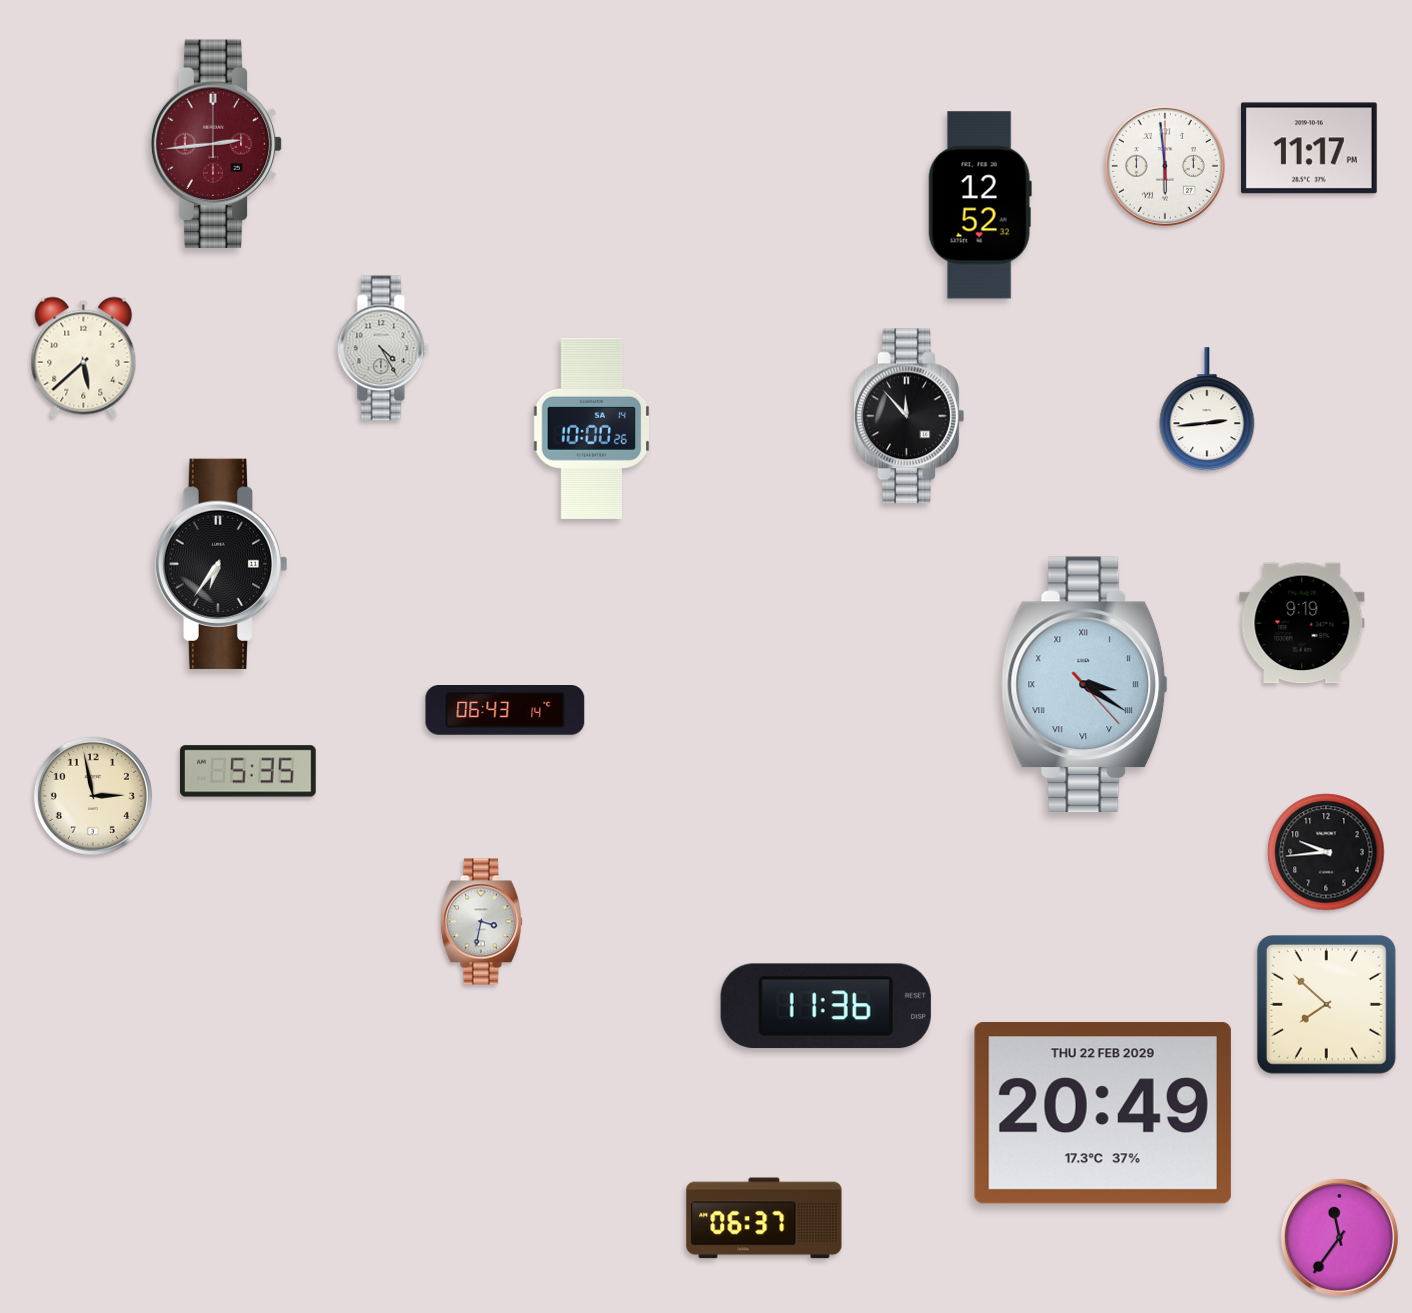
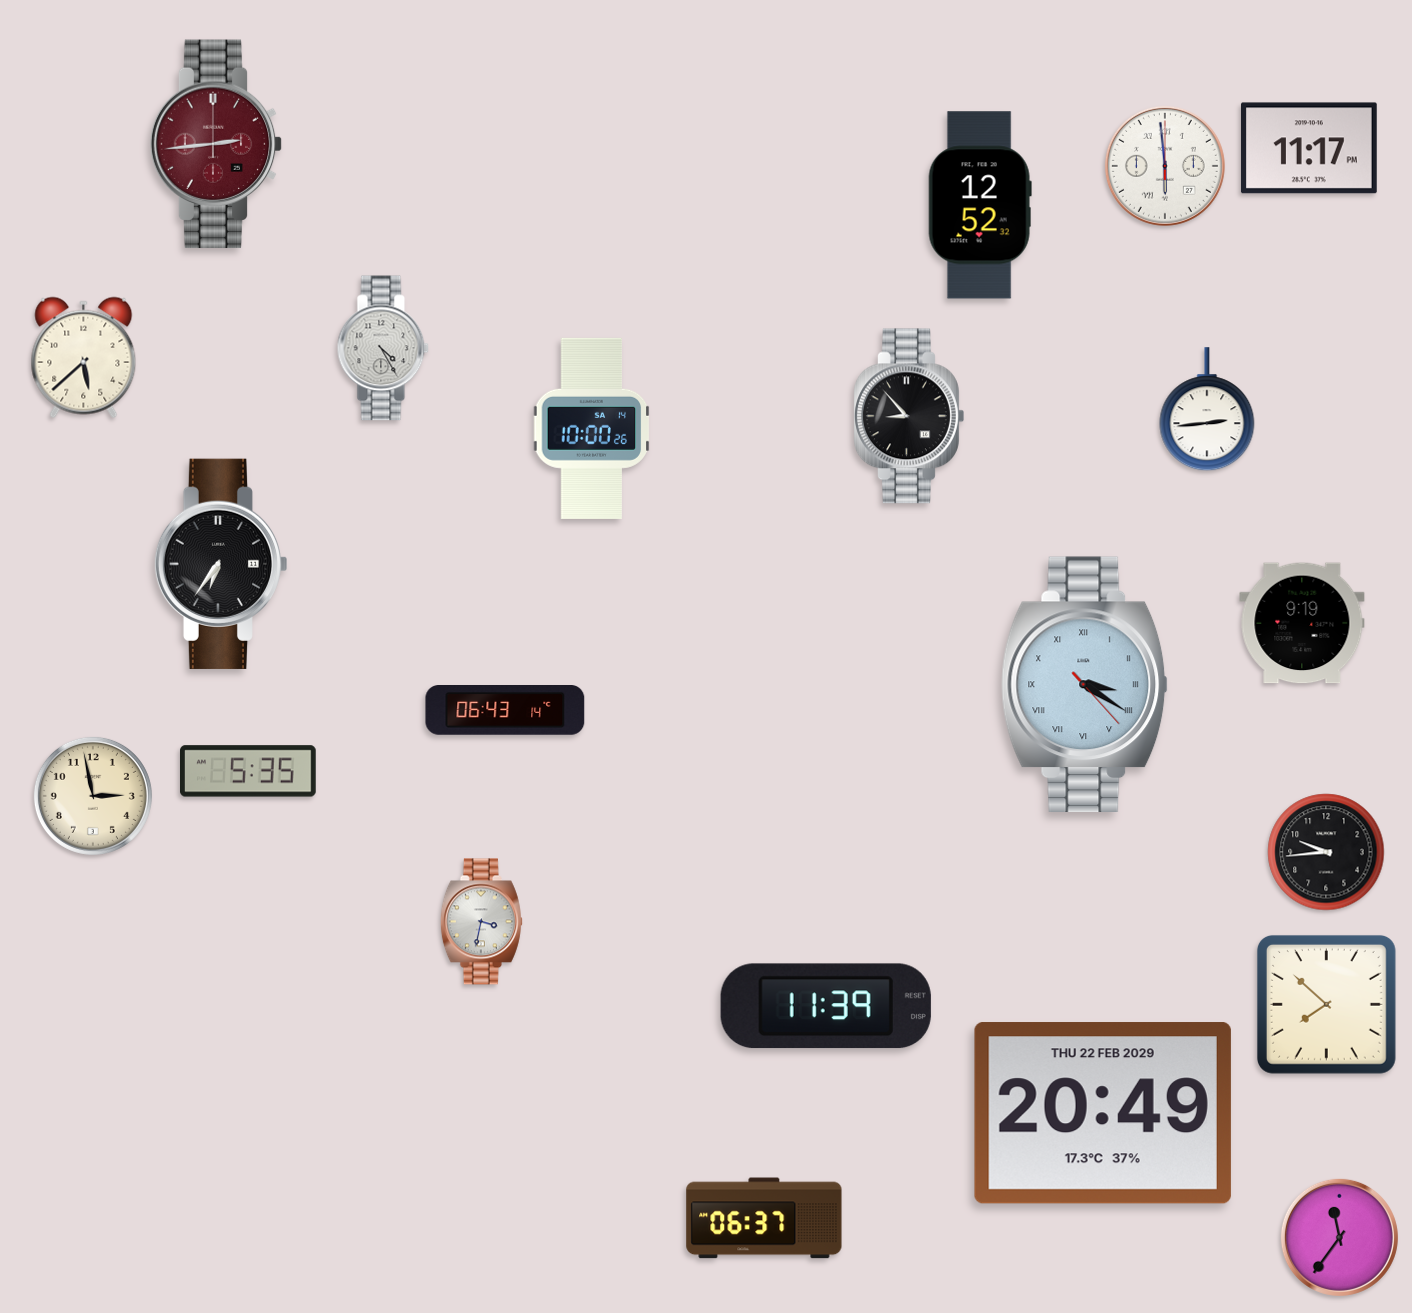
clock at (909, 416): 11:53 -> 8:53
clock at (826, 1006): 11:36 -> 11:39
